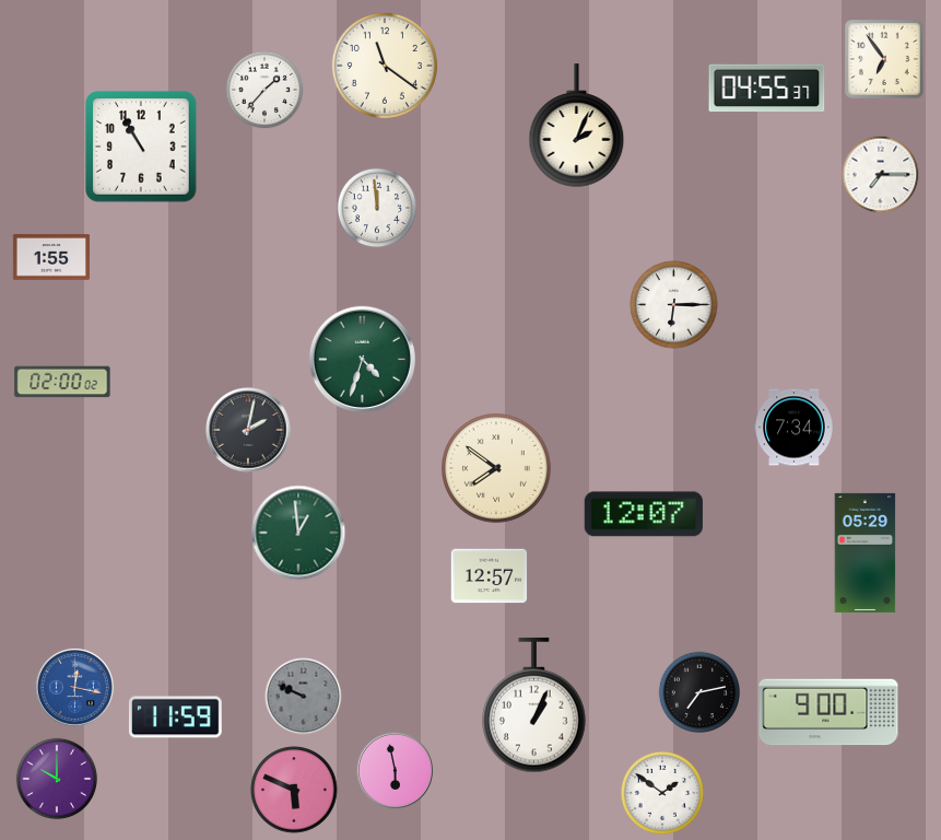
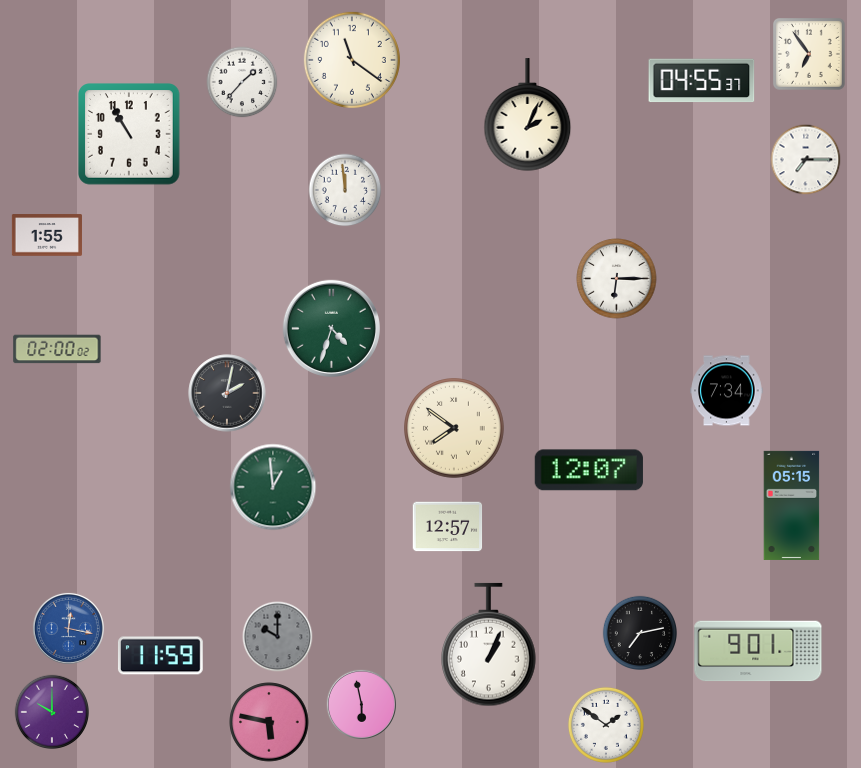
clock at (866, 552): 05:29 -> 05:15
clock at (304, 697): 9:49 -> 10:00
clock at (828, 712): 9:00 -> 9:01
clock at (294, 790): 5:49 -> 5:47
